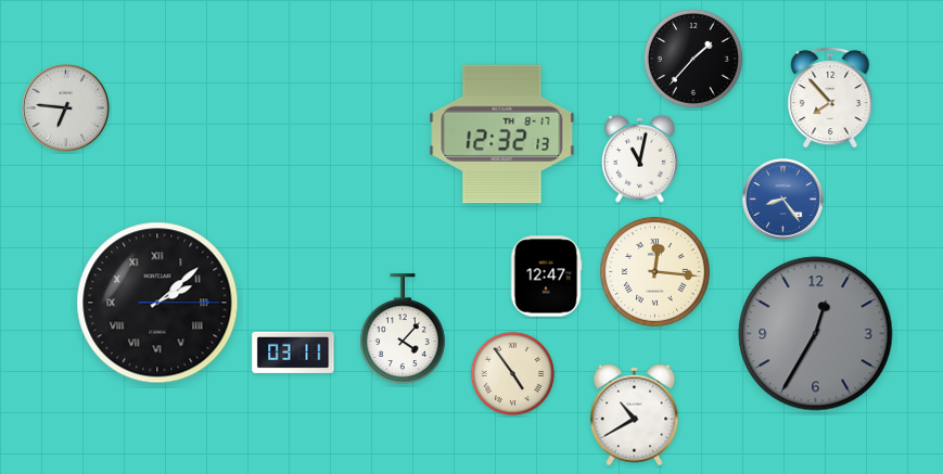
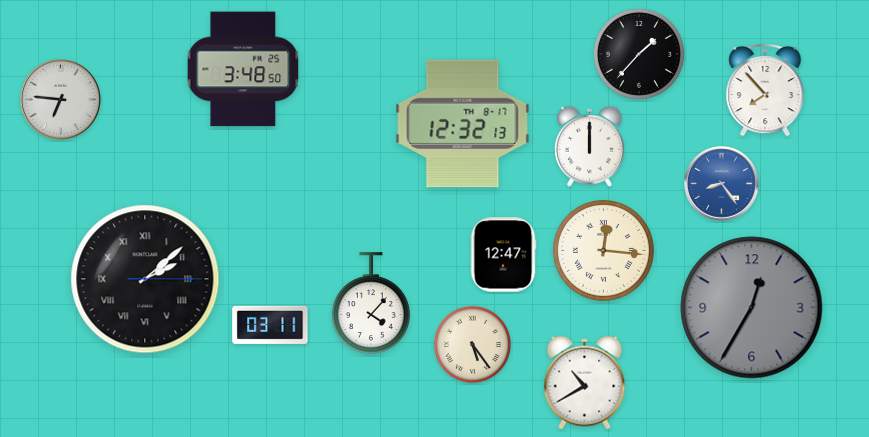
clock at (243, 69): none -> 3:48
clock at (639, 158): 11:02 -> 12:00
clock at (512, 373): 4:54 -> 5:24
